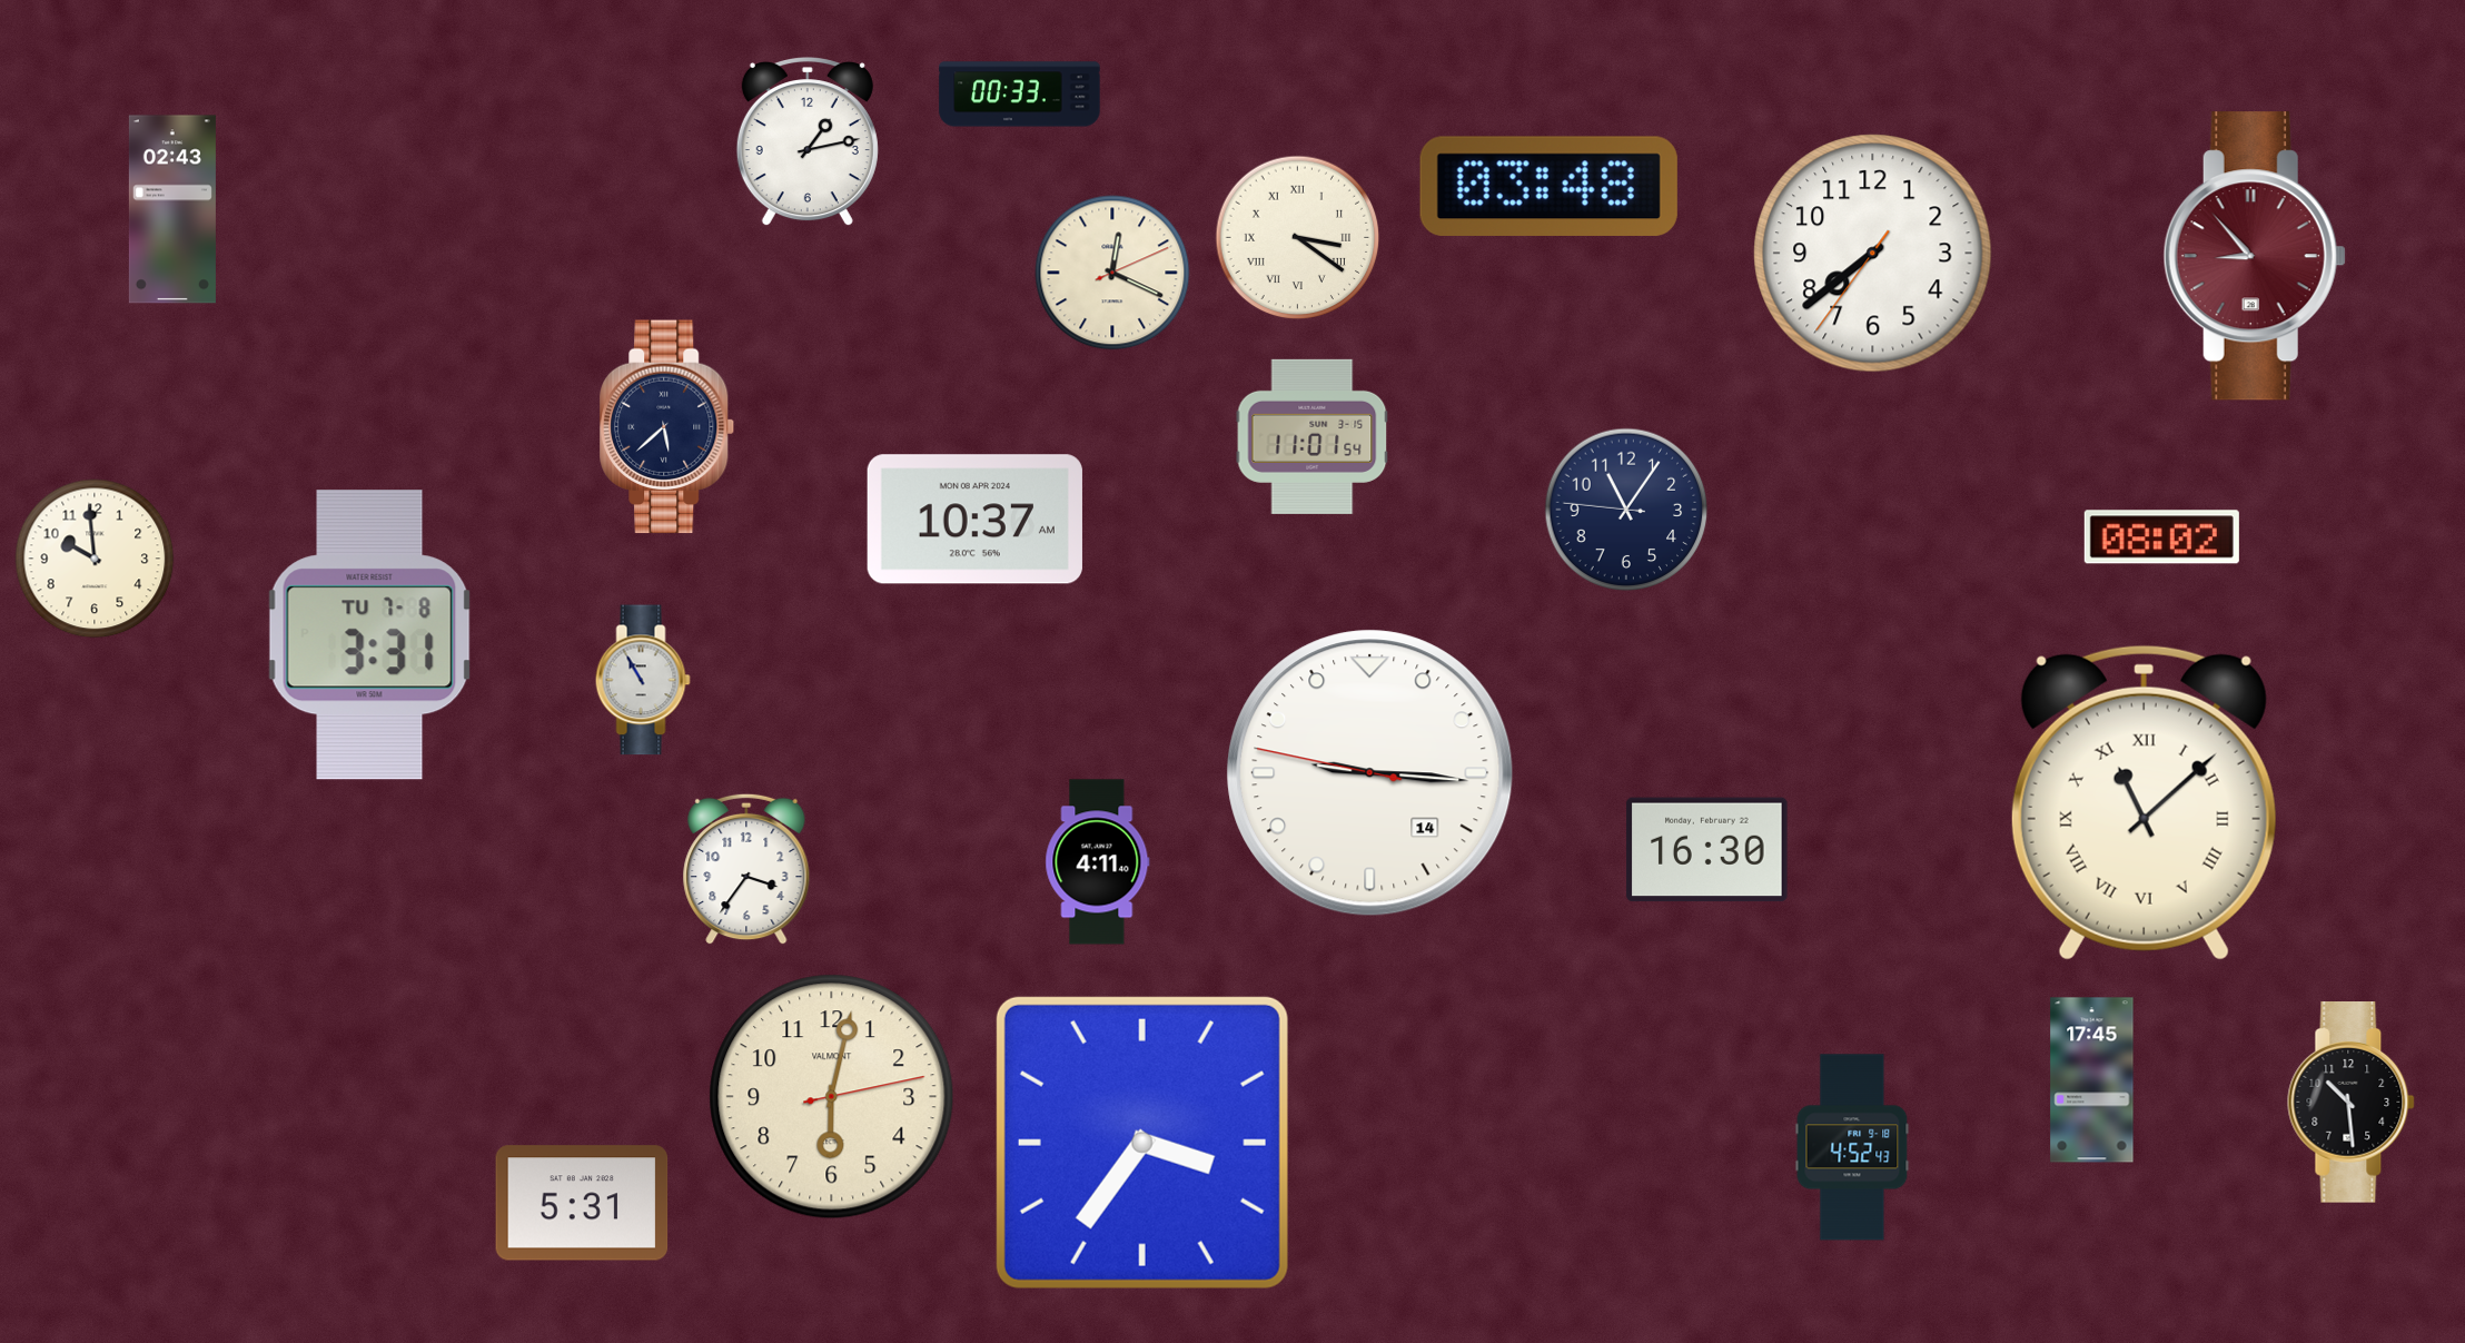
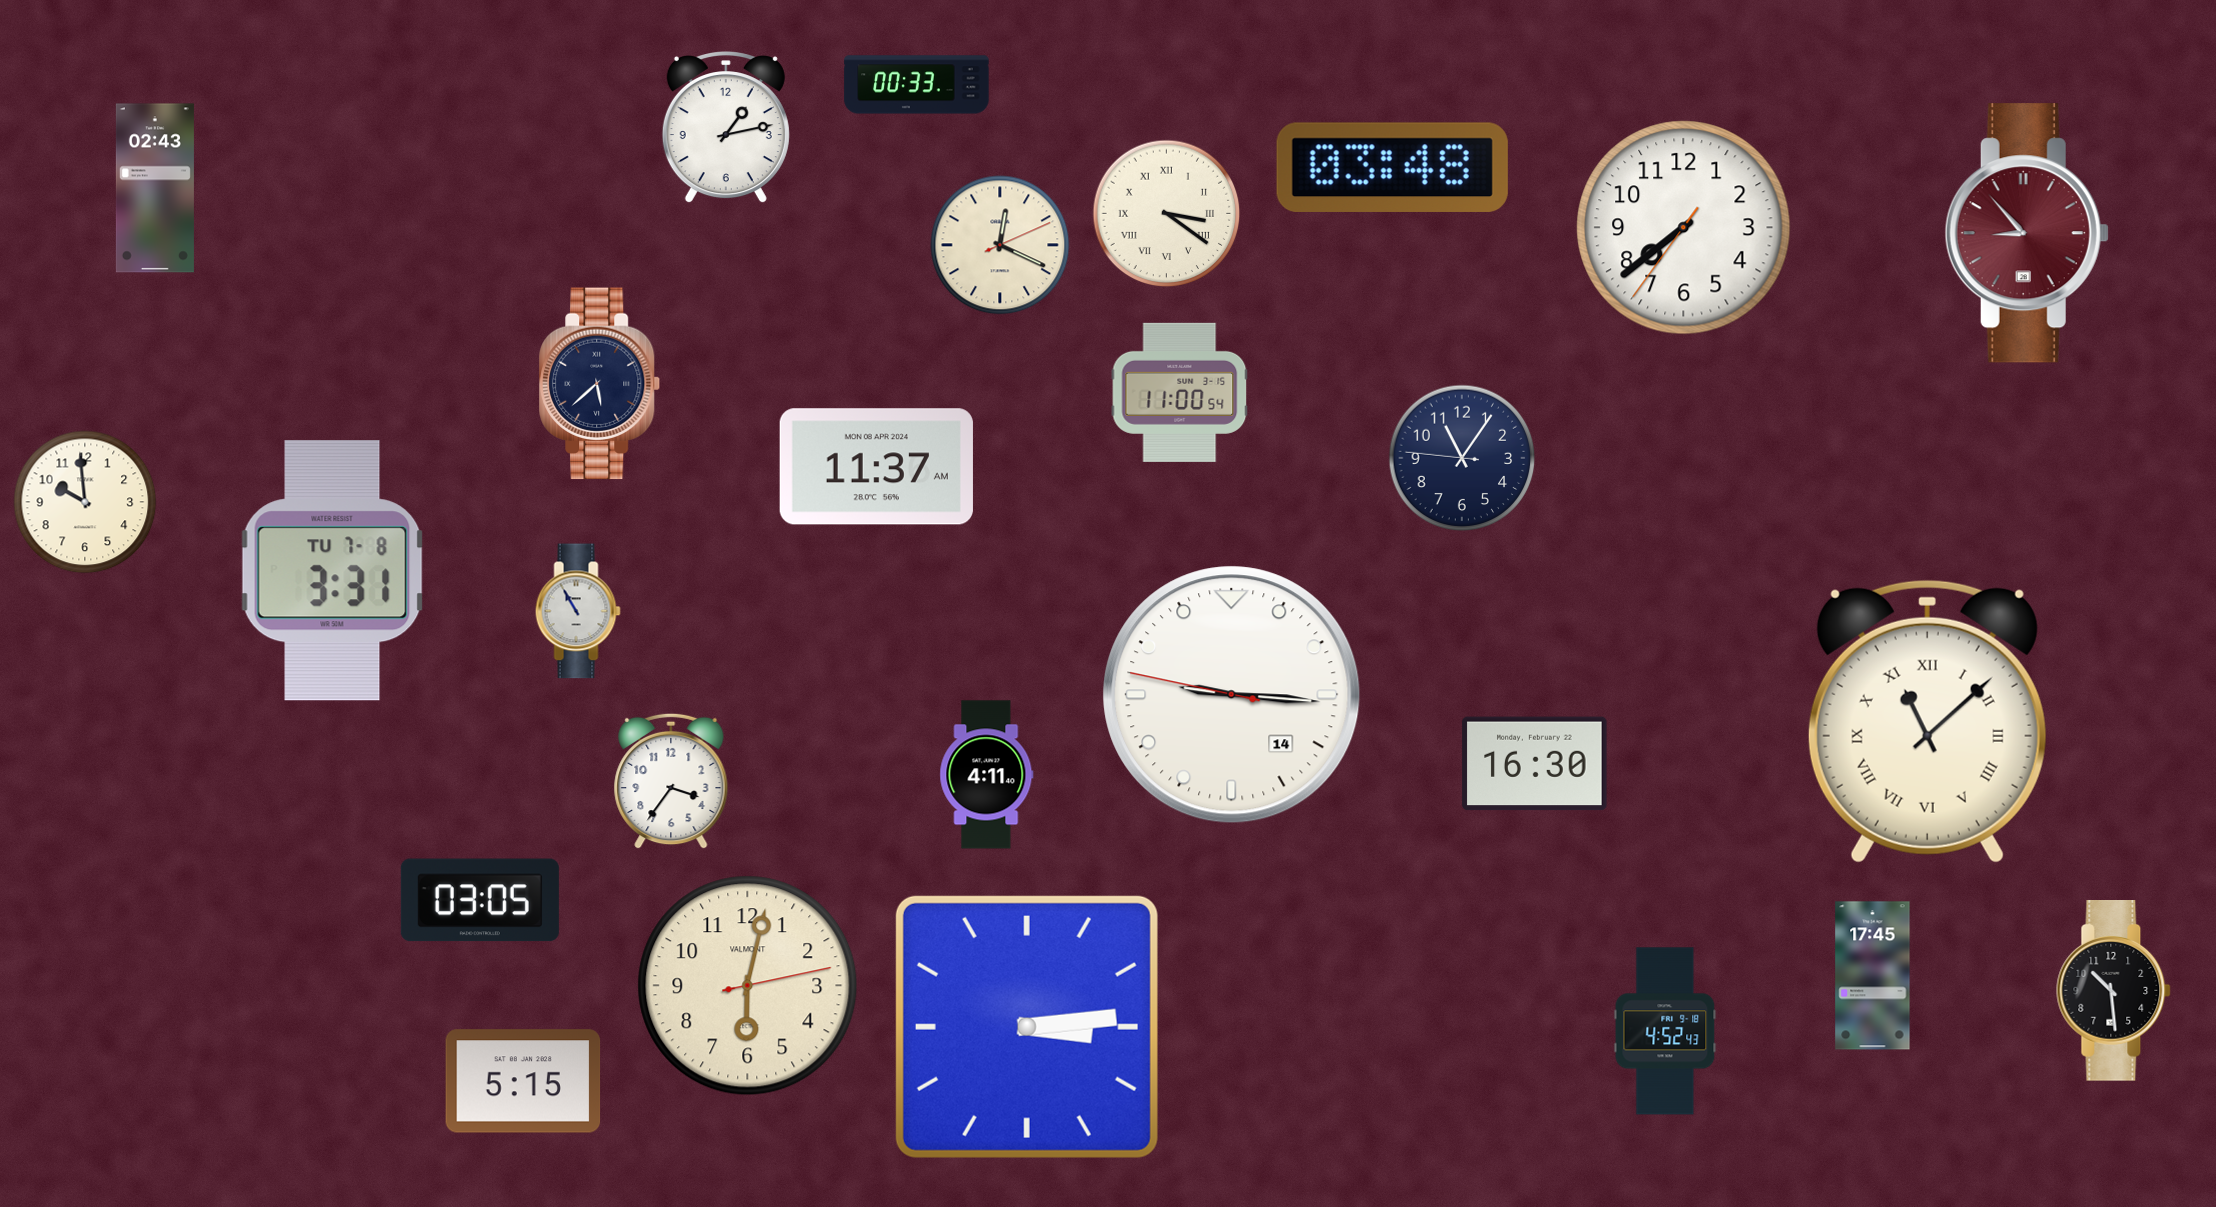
clock at (2255, 256) position: (2255, 256) -> (2027, 233)
clock at (1313, 436): 11:01 -> 11:00
clock at (974, 520): 10:37 -> 11:37
clock at (2161, 537): 08:02 -> none
clock at (480, 900): none -> 03:05
clock at (2092, 1080) position: (2092, 1080) -> (1873, 976)
clock at (1142, 1143): 3:36 -> 3:14
clock at (582, 1203): 5:31 -> 5:15
